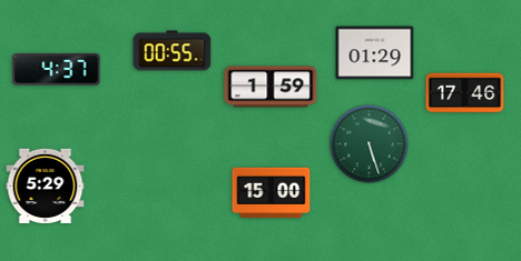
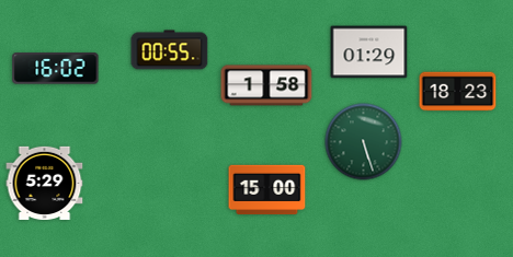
clock at (57, 70): 4:37 -> 16:02
clock at (271, 87): 1:59 -> 1:58
clock at (465, 93): 17:46 -> 18:23
